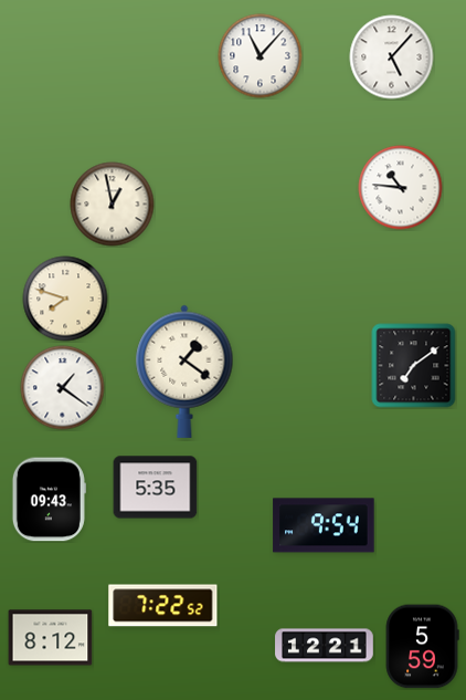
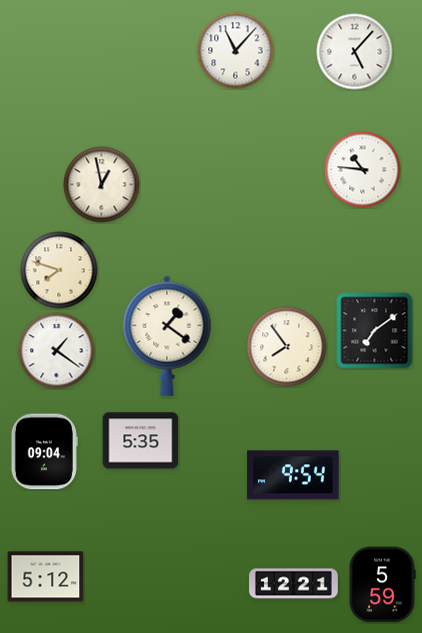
clock at (287, 347): none -> 7:54
clock at (49, 500): 09:43 -> 09:04
clock at (163, 606): 7:22 -> none
clock at (51, 638): 8:12 -> 5:12
